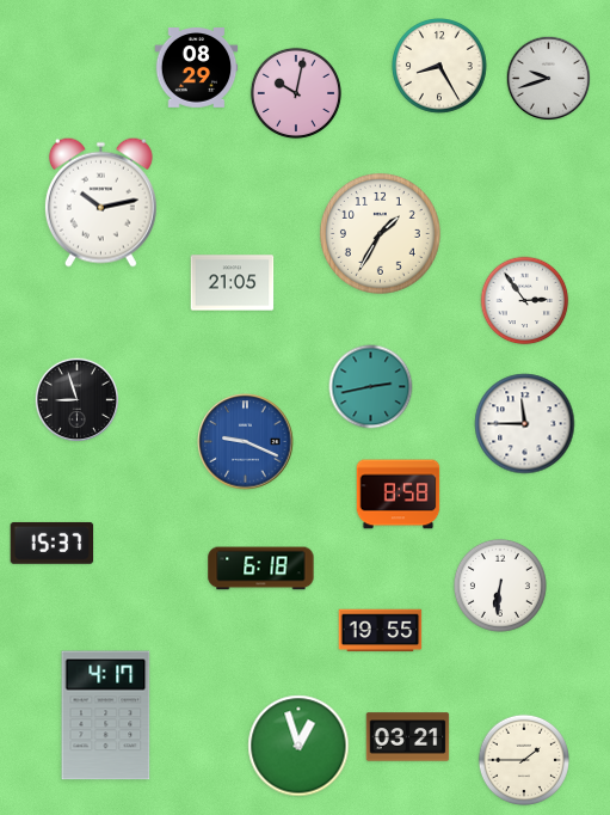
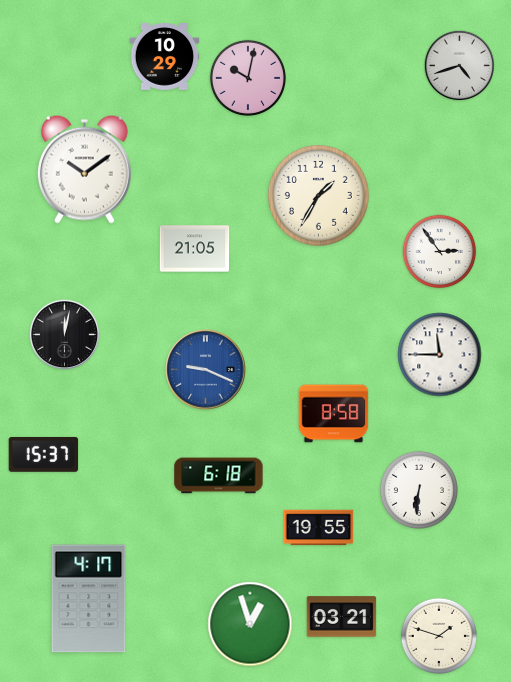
clock at (440, 67): 8:25 -> none
clock at (197, 68): 08:29 -> 10:29
clock at (549, 79): 9:42 -> 4:42
clock at (100, 202): 10:13 -> 10:09
clock at (233, 283) position: (233, 283) -> (195, 249)
clock at (371, 387): 2:43 -> none
clock at (78, 400): 8:57 -> 12:02
clock at (524, 760): 1:45 -> 1:48
